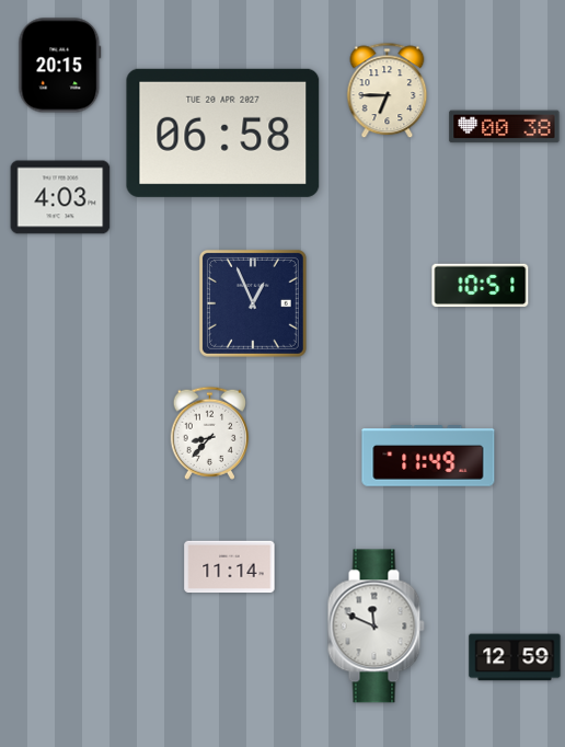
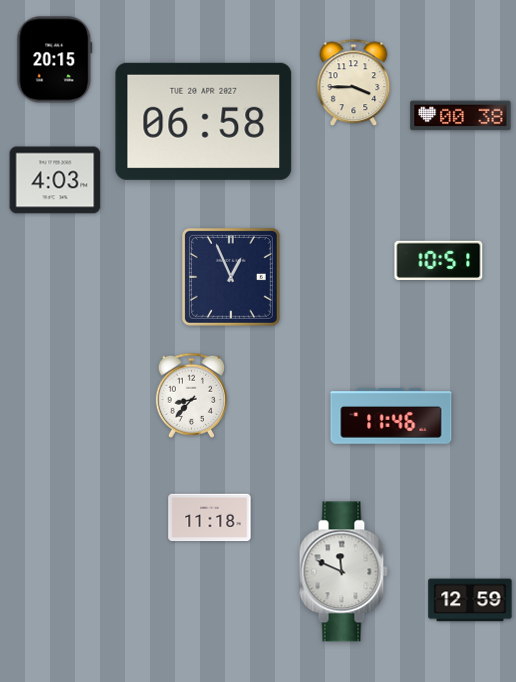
clock at (388, 91): 6:45 -> 3:45
clock at (428, 456): 11:49 -> 11:46
clock at (230, 567): 11:14 -> 11:18
